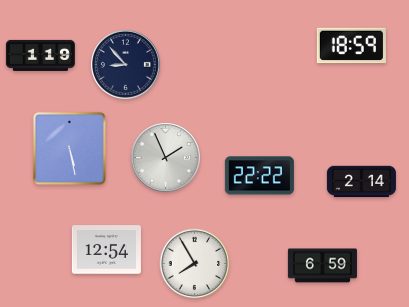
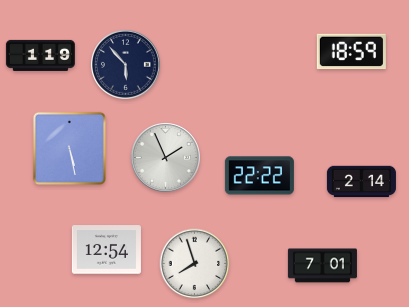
clock at (351, 46) position: (351, 46) -> (351, 52)
clock at (126, 65): 8:53 -> 5:53
clock at (195, 264): 7:55 -> 7:57
clock at (322, 266): 6:59 -> 7:01
